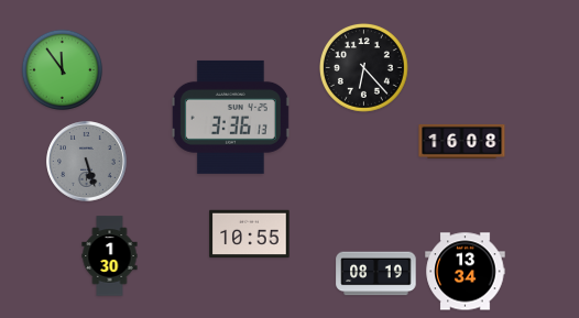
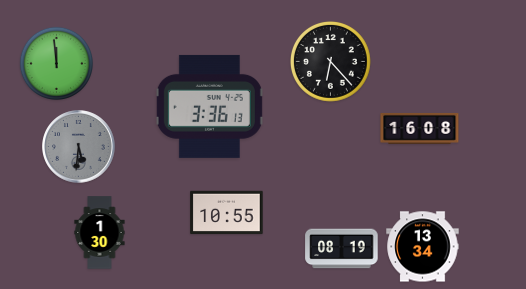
clock at (62, 69): 11:54 -> 11:59
clock at (87, 162): 5:27 -> 5:31
